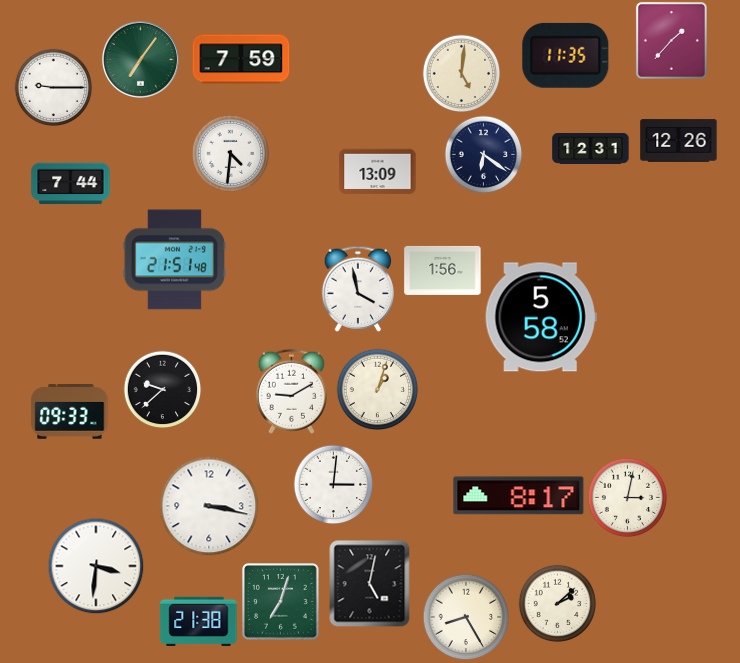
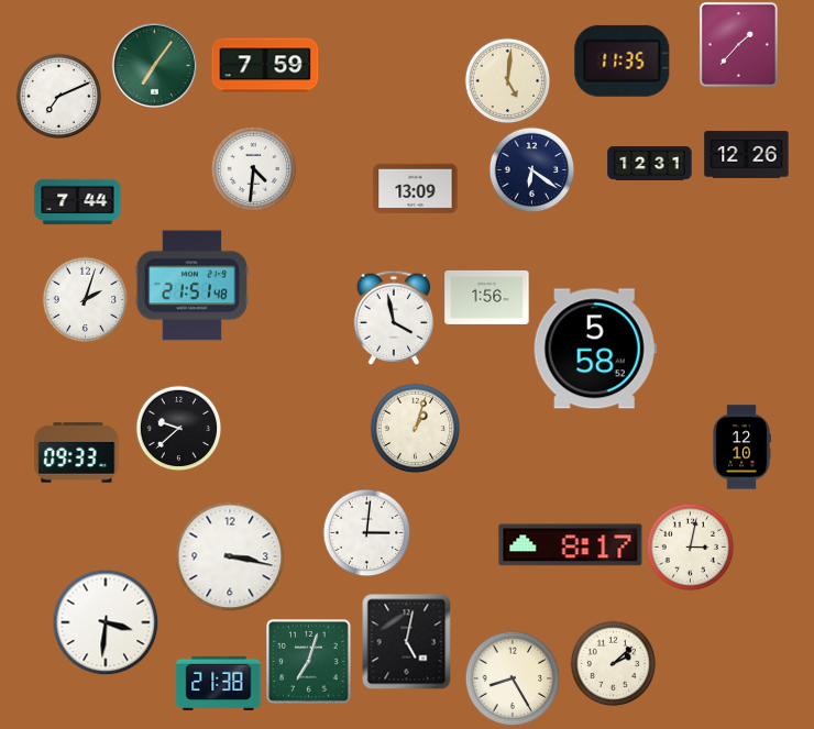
clock at (53, 87): 9:15 -> 7:11
clock at (85, 299): none -> 2:03
clock at (291, 391): 9:10 -> none
clock at (741, 448): none -> 12:10
